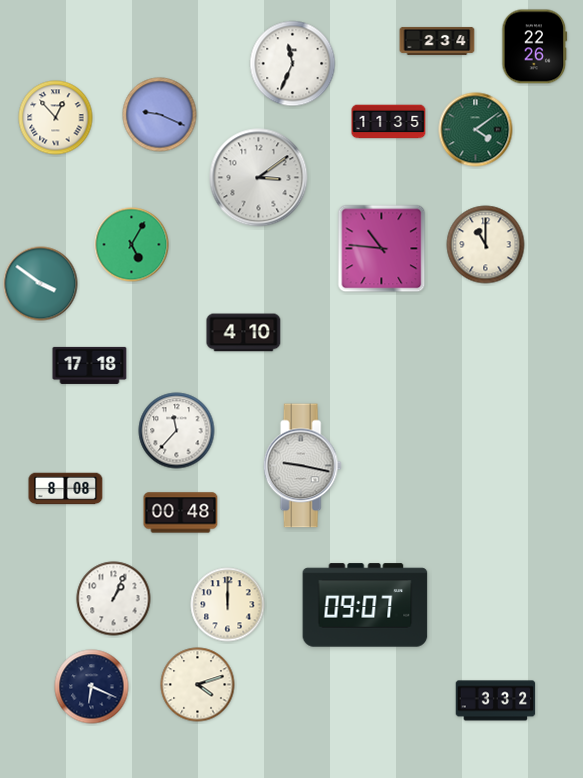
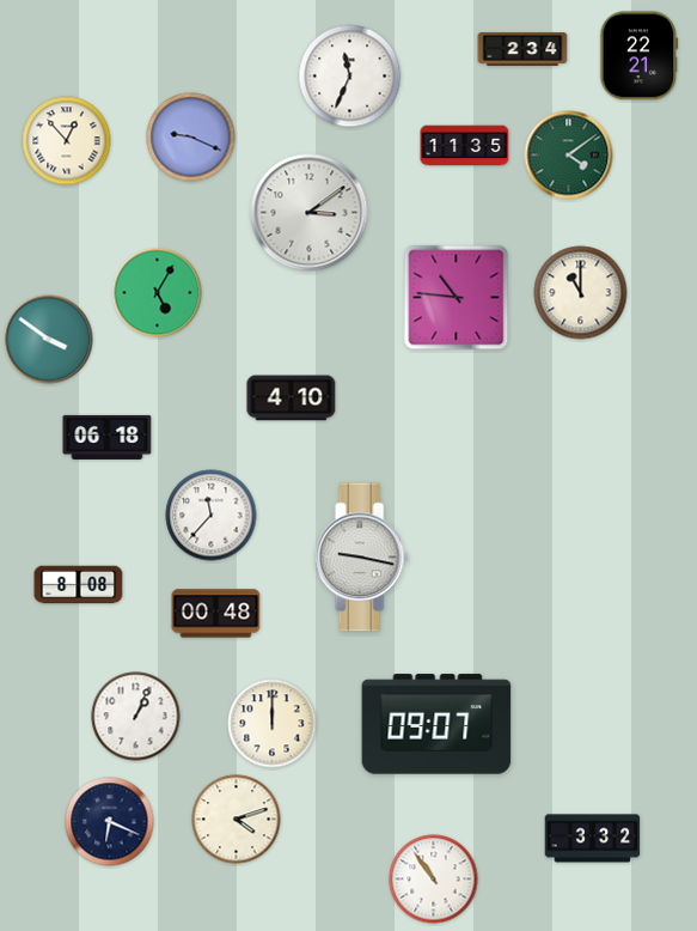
clock at (535, 47): 22:26 -> 22:21
clock at (90, 365): 17:18 -> 06:18
clock at (434, 880): none -> 10:54
